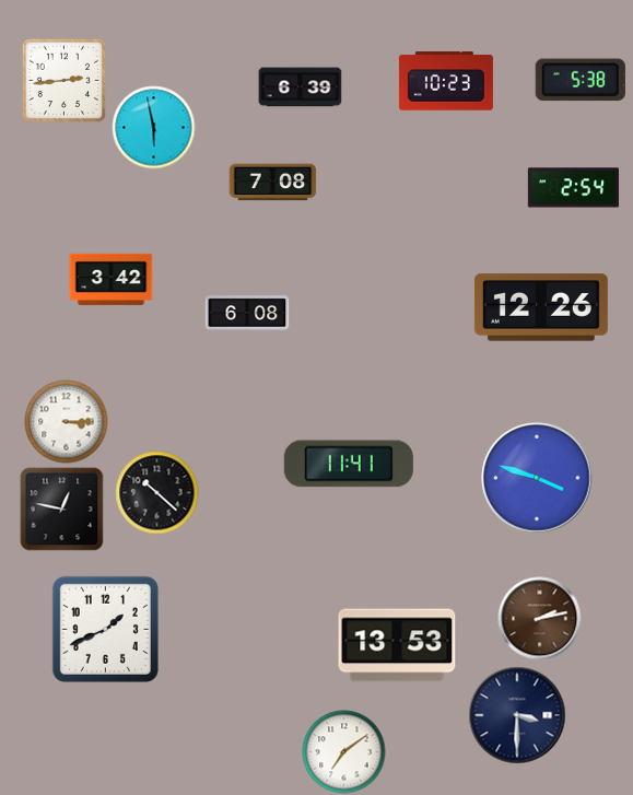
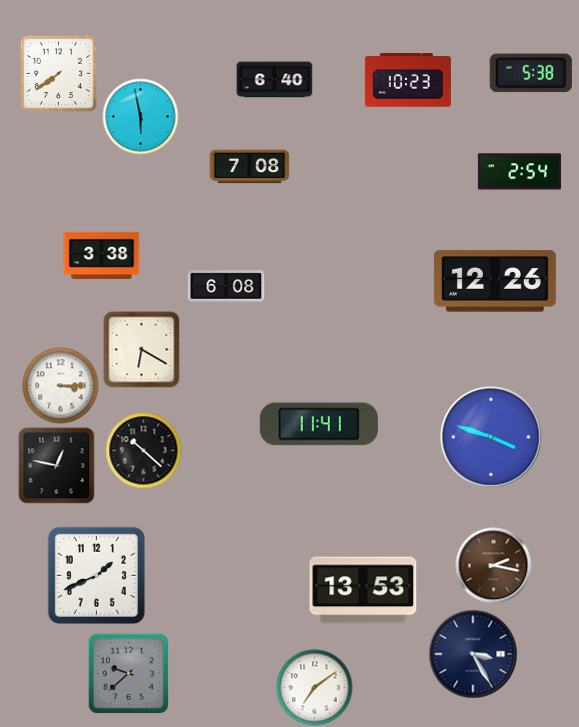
clock at (63, 80): 2:44 -> 7:39
clock at (446, 81) position: (446, 81) -> (408, 80)
clock at (301, 87): 6:39 -> 6:40
clock at (573, 188) position: (573, 188) -> (519, 172)
clock at (112, 279): 3:42 -> 3:38
clock at (142, 350): none -> 6:20
clock at (540, 619): 2:13 -> 2:17
clock at (517, 715): 3:30 -> 3:25
clock at (128, 673): none -> 9:38
